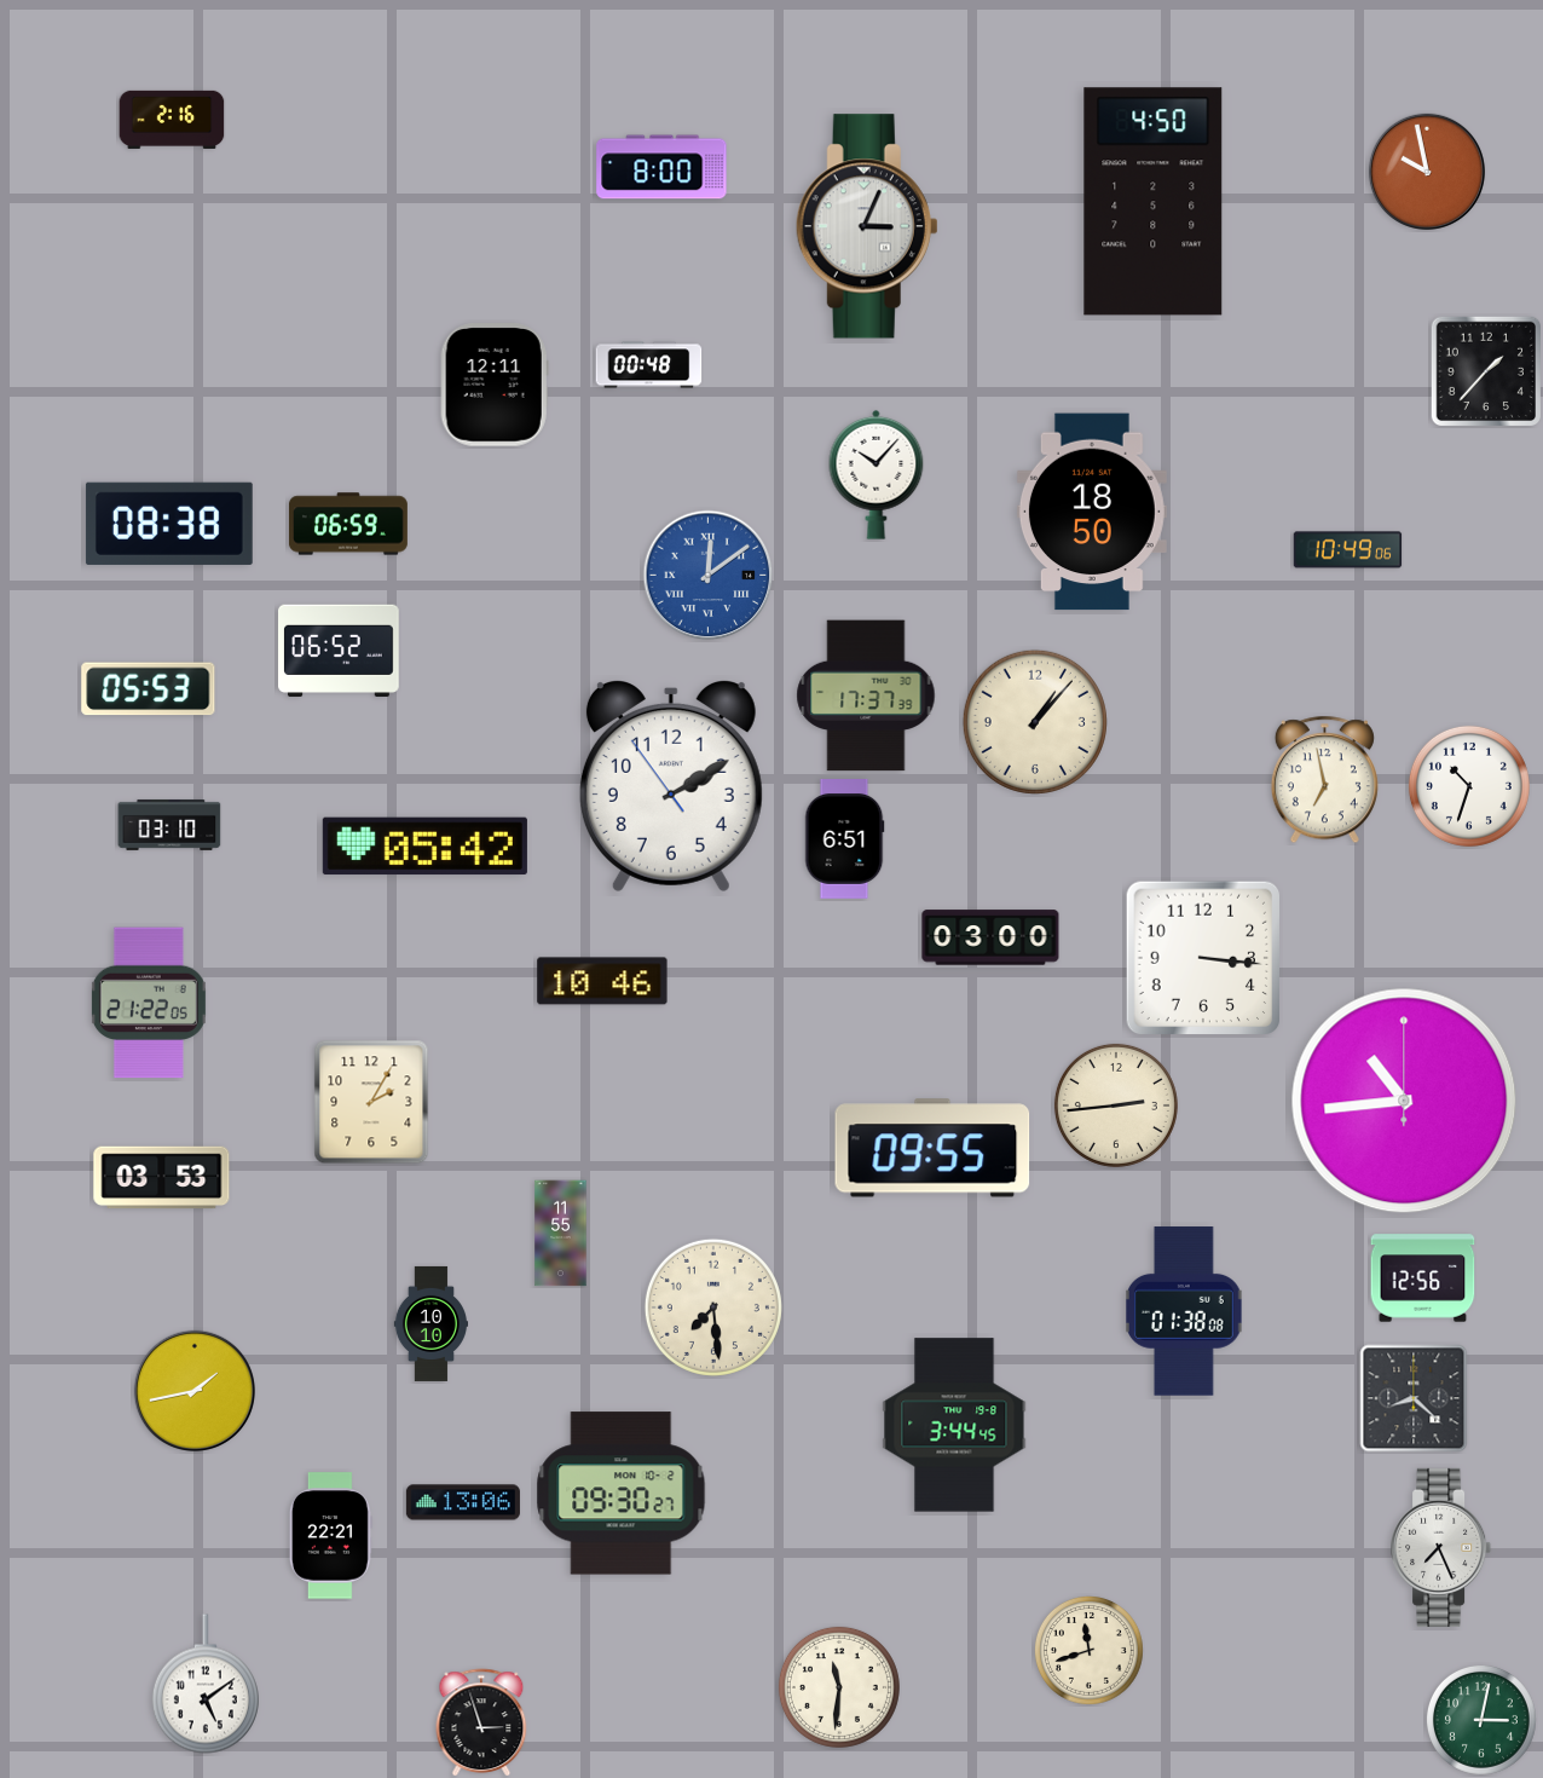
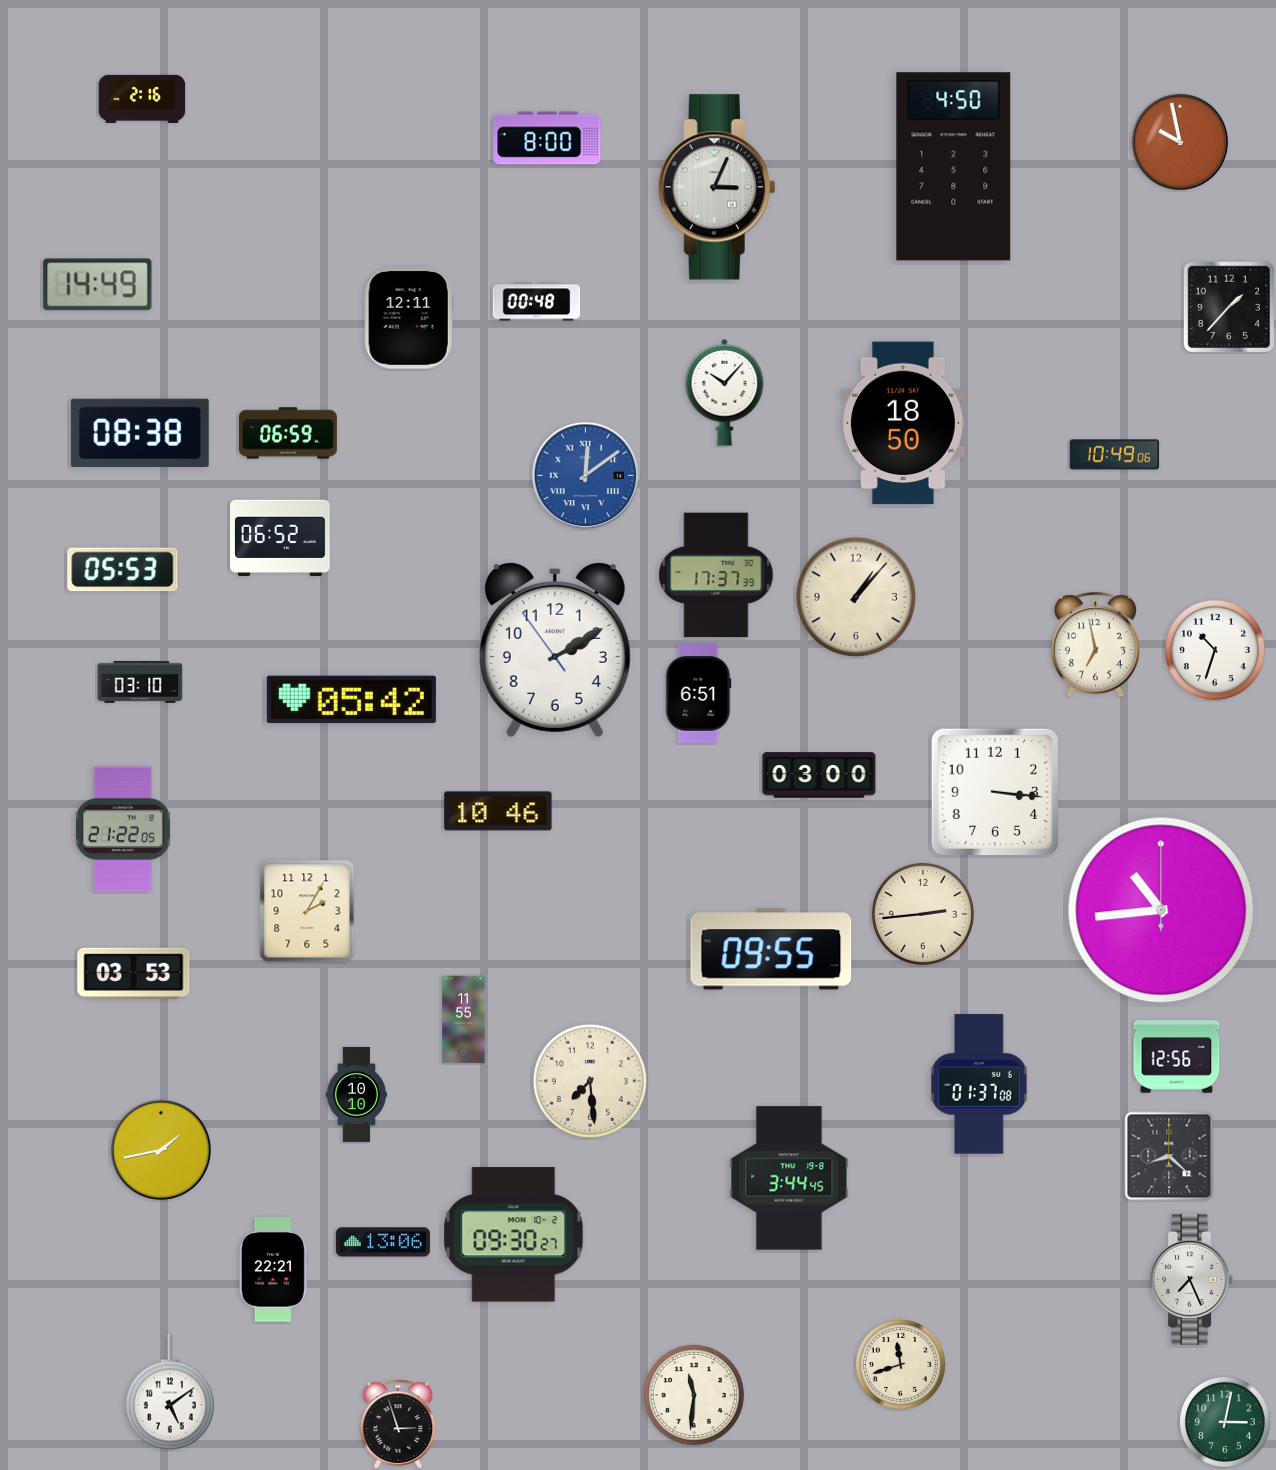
clock at (98, 285): none -> 14:49
clock at (1185, 1311): 01:38 -> 01:37
